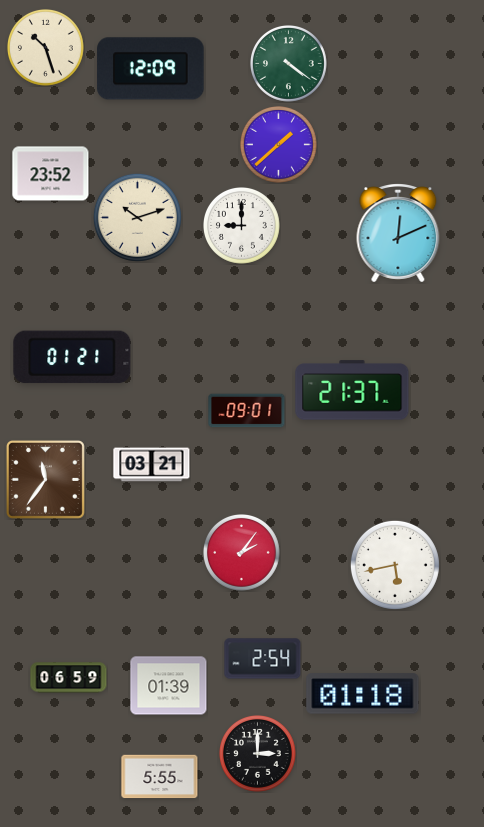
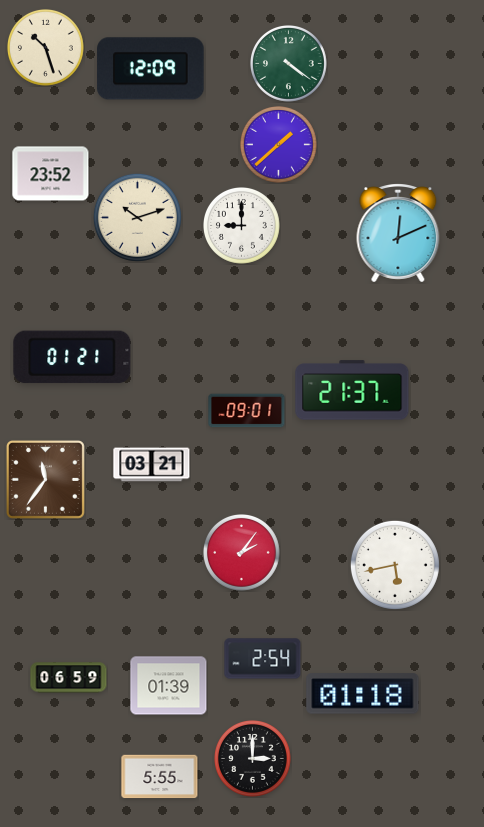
clock at (258, 754) position: (258, 754) -> (253, 759)
